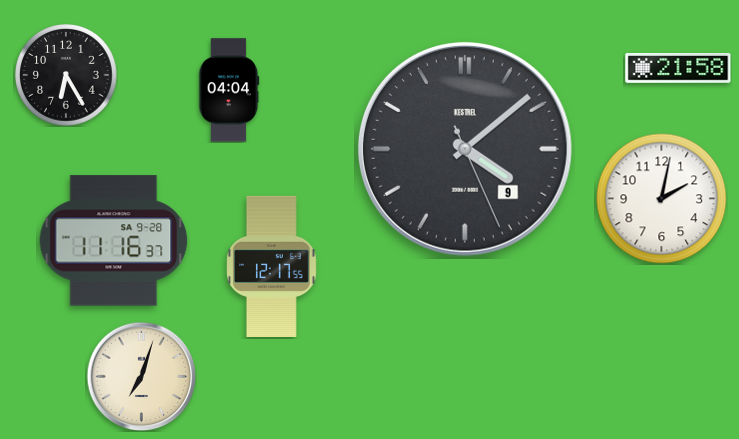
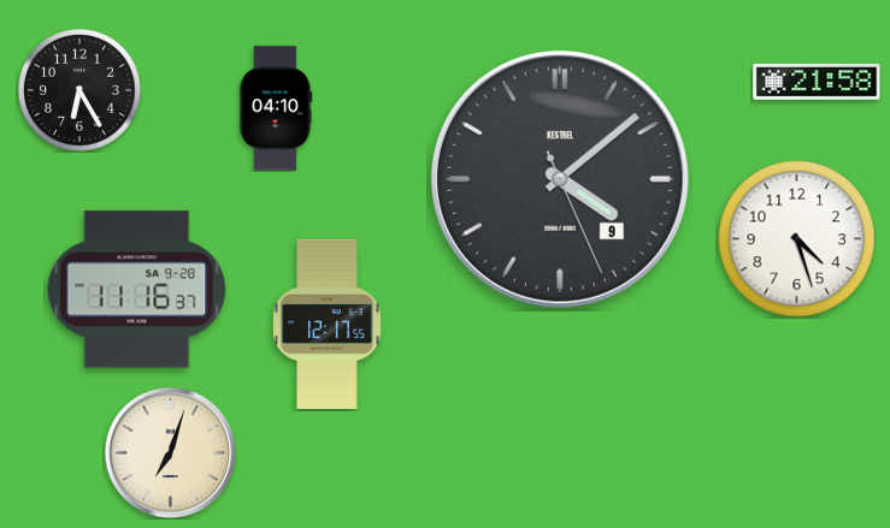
clock at (229, 90): 04:04 -> 04:10
clock at (662, 199): 2:02 -> 4:27
clock at (272, 266) position: (272, 266) -> (328, 324)
